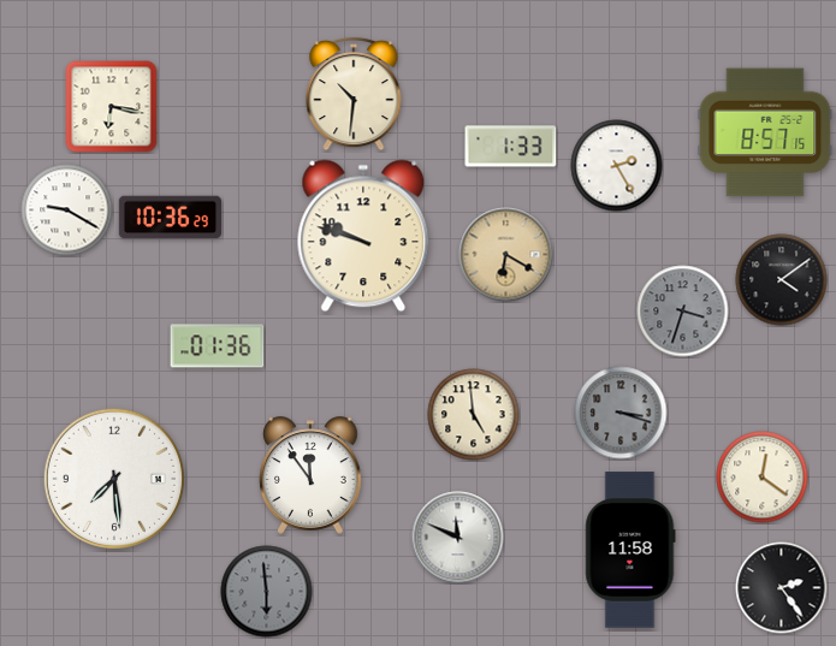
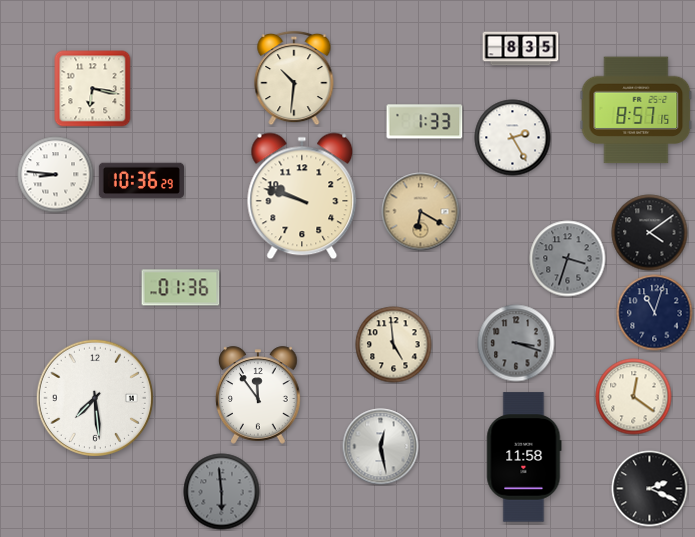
clock at (521, 49): none -> 8:35
clock at (67, 211): 9:20 -> 8:46
clock at (655, 313): none -> 11:03
clock at (458, 538): 11:49 -> 12:28
clock at (782, 588): 2:24 -> 2:19
